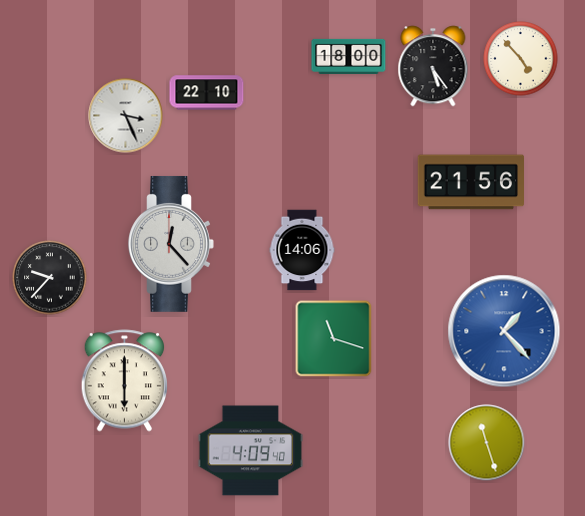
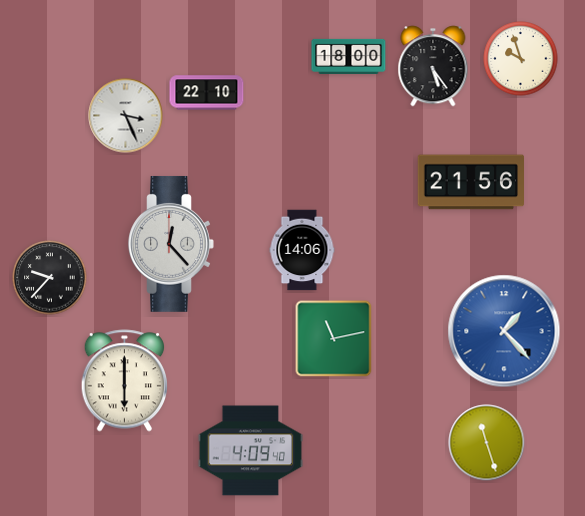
clock at (521, 59): 4:53 -> 9:57
clock at (334, 339): 11:18 -> 11:13
